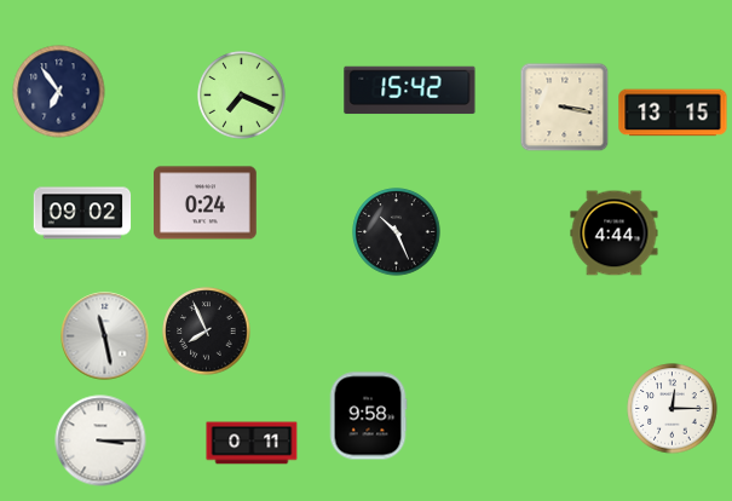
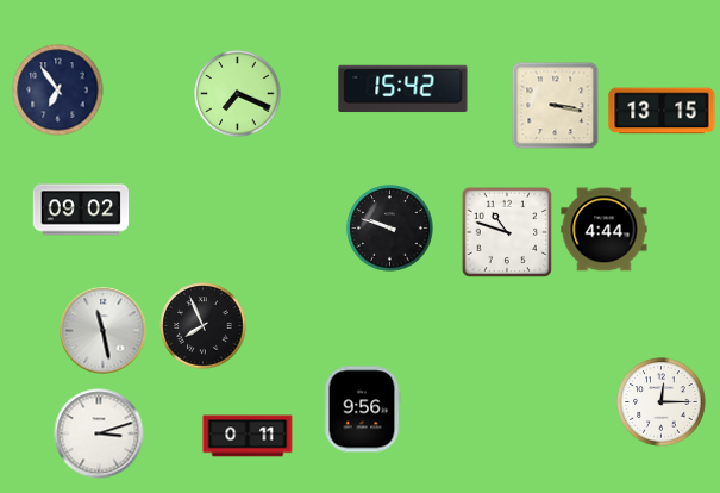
clock at (206, 203): 0:24 -> none
clock at (397, 232): 10:26 -> 9:48
clock at (507, 232): none -> 10:48
clock at (368, 416): 9:58 -> 9:56
clock at (100, 440): 3:15 -> 3:12
